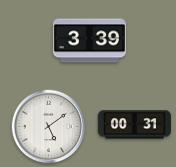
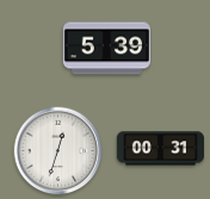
clock at (89, 41): 3:39 -> 5:39
clock at (49, 127): 5:09 -> 12:33
